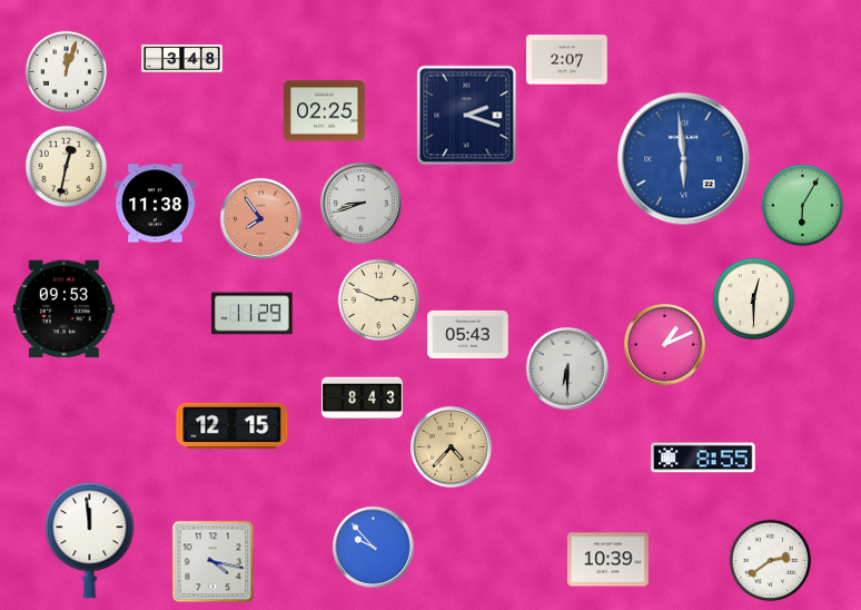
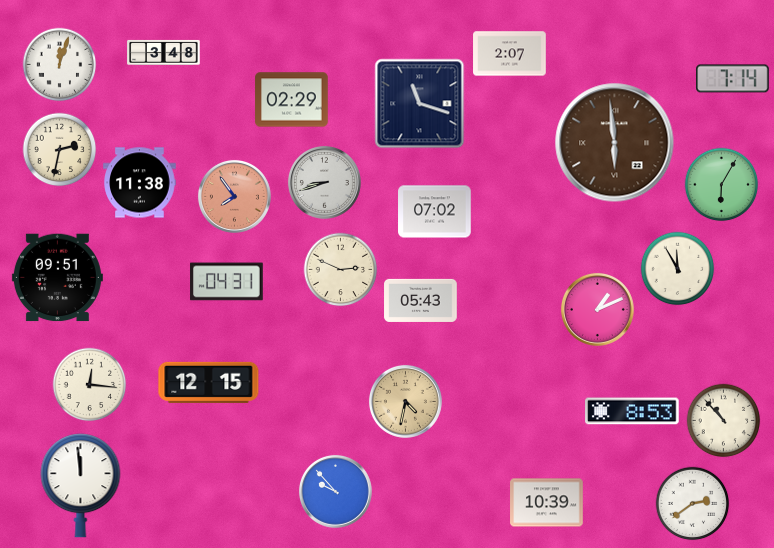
clock at (733, 79): none -> 7:14
clock at (325, 111): 02:25 -> 02:29
clock at (467, 116): 2:18 -> 11:18
clock at (684, 159) dial: blue -> brown
clock at (67, 167): 12:32 -> 2:32
clock at (435, 212): none -> 07:02
clock at (754, 299): 12:30 -> 11:55
clock at (63, 309): 09:53 -> 09:51
clock at (253, 314): 11:29 -> 04:31
clock at (567, 368): 6:30 -> none
clock at (363, 399): 8:43 -> none
clock at (90, 385): none -> 12:16
clock at (451, 446): 4:37 -> 4:32
clock at (703, 457): 8:55 -> 8:53
clock at (724, 421): none -> 10:53
clock at (214, 562): 4:17 -> none
